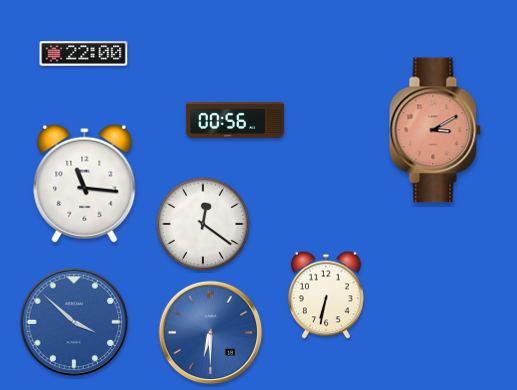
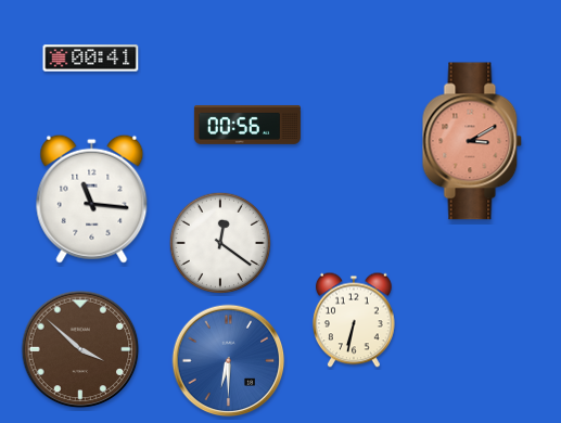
clock at (84, 54): 22:00 -> 00:41
clock at (235, 120) position: (235, 120) -> (247, 125)
clock at (74, 322) dial: blue -> brown
